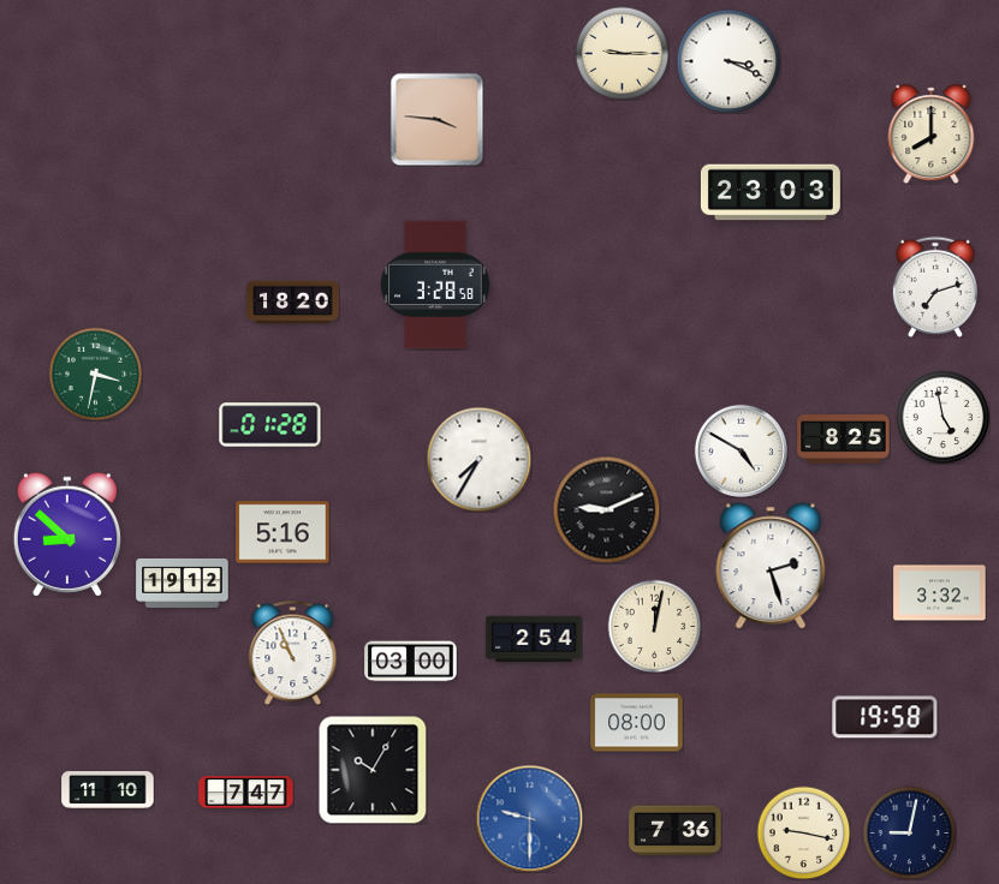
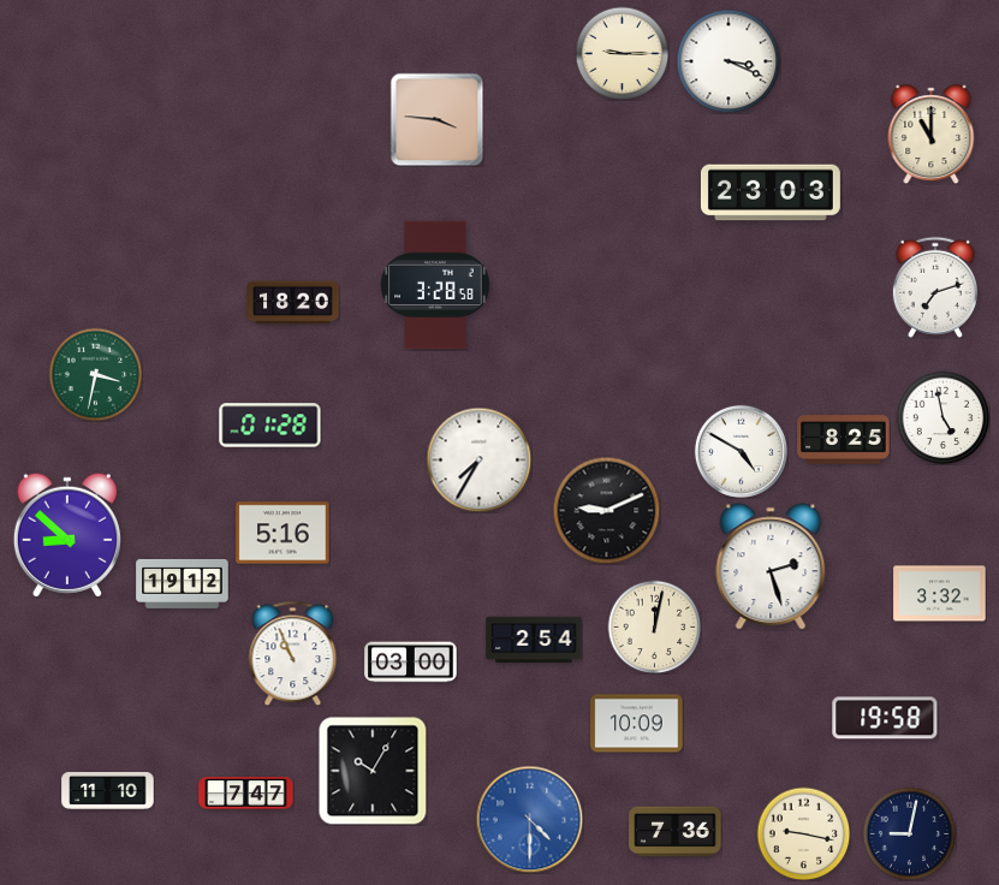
clock at (932, 135): 8:00 -> 11:00
clock at (637, 723): 08:00 -> 10:09
clock at (529, 818): 9:30 -> 4:30
